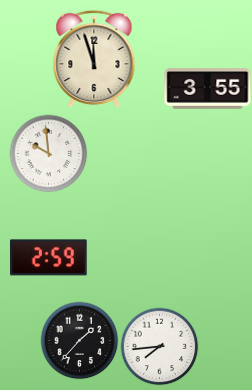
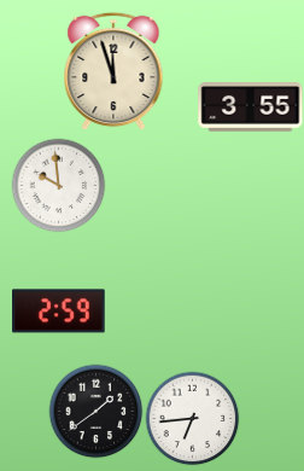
clock at (79, 340): 1:37 -> 1:39
clock at (159, 346): 7:44 -> 6:44
